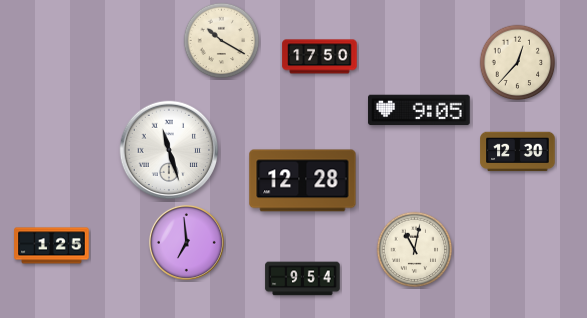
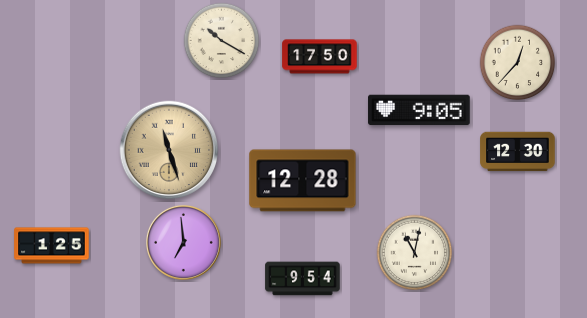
clock at (169, 150) dial: white -> champagne
clock at (186, 242) position: (186, 242) -> (183, 242)
clock at (415, 250) position: (415, 250) -> (415, 253)
